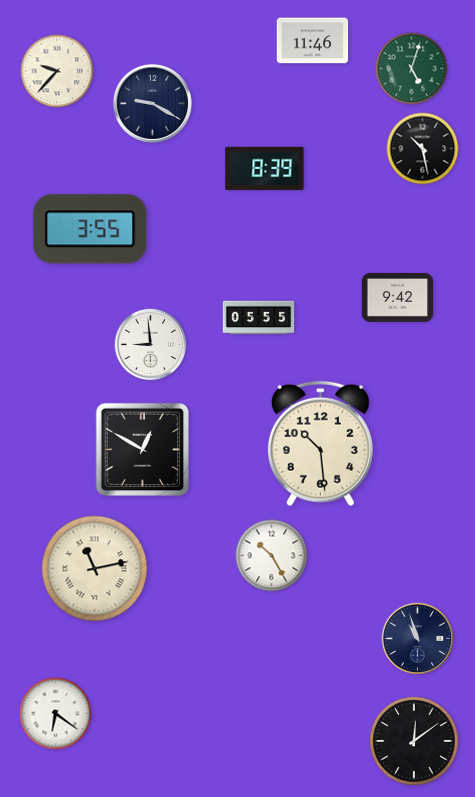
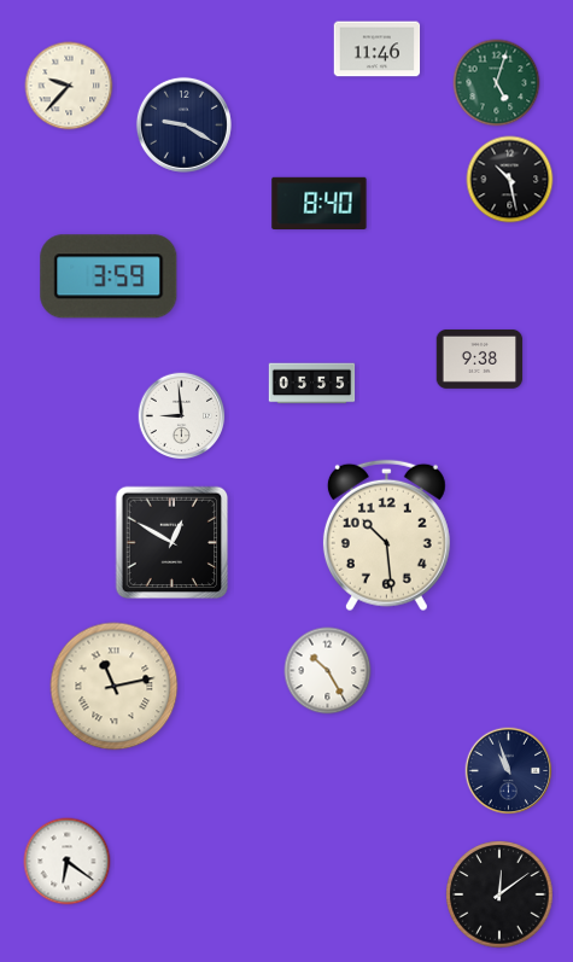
clock at (265, 168): 8:39 -> 8:40
clock at (90, 229): 3:55 -> 3:59
clock at (398, 297): 9:42 -> 9:38
clock at (418, 639) position: (418, 639) -> (509, 771)
